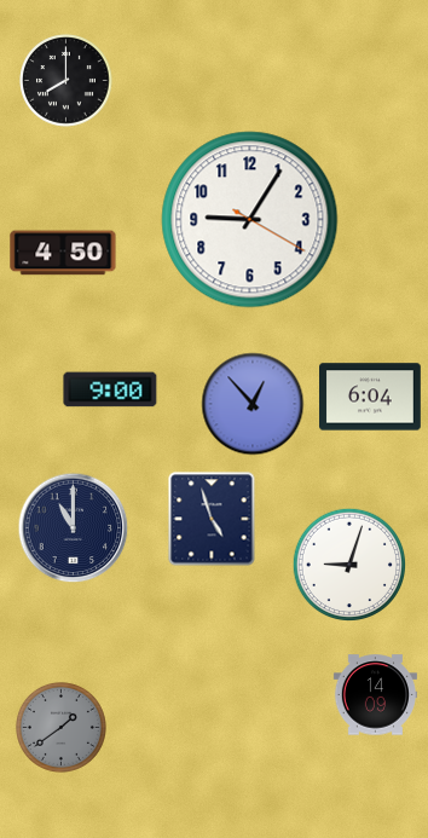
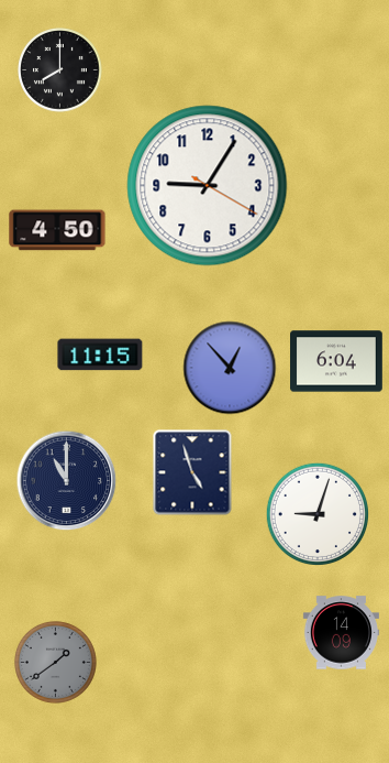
clock at (66, 81) position: (66, 81) -> (60, 70)
clock at (250, 220) position: (250, 220) -> (208, 186)
clock at (110, 389): 9:00 -> 11:15
